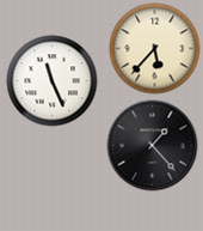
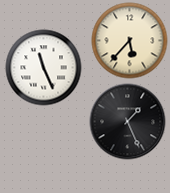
clock at (153, 146): 1:23 -> 1:26
